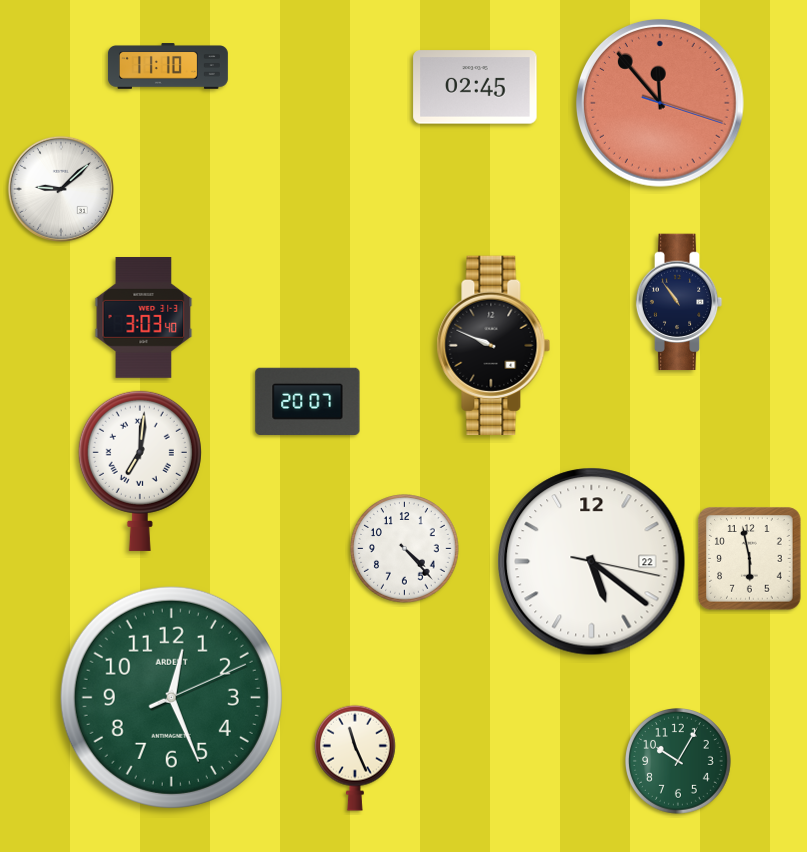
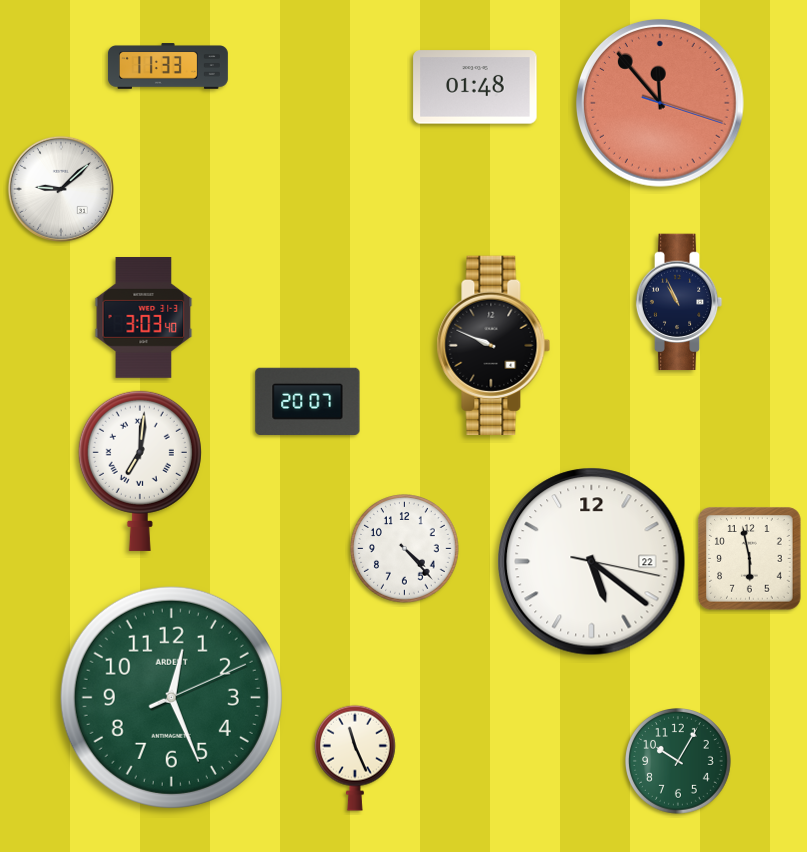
clock at (168, 66): 11:10 -> 11:33
clock at (475, 87): 02:45 -> 01:48
clock at (679, 302): 10:54 -> 10:56
